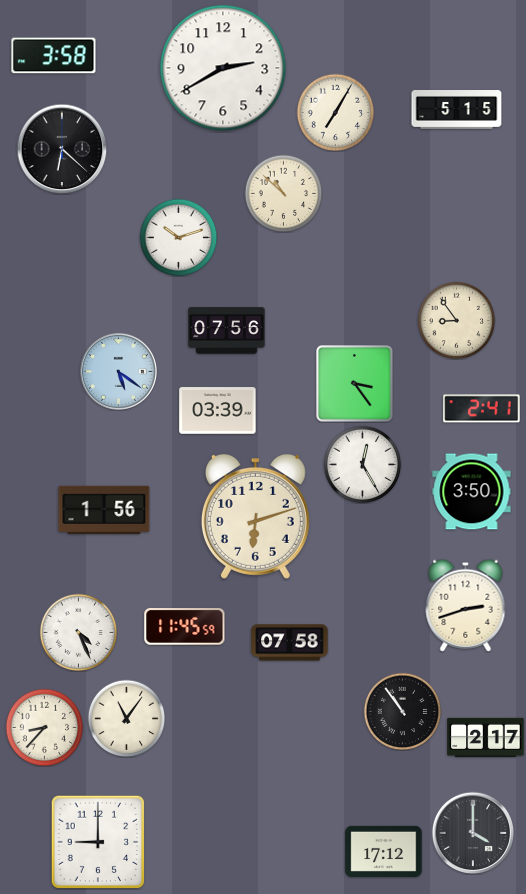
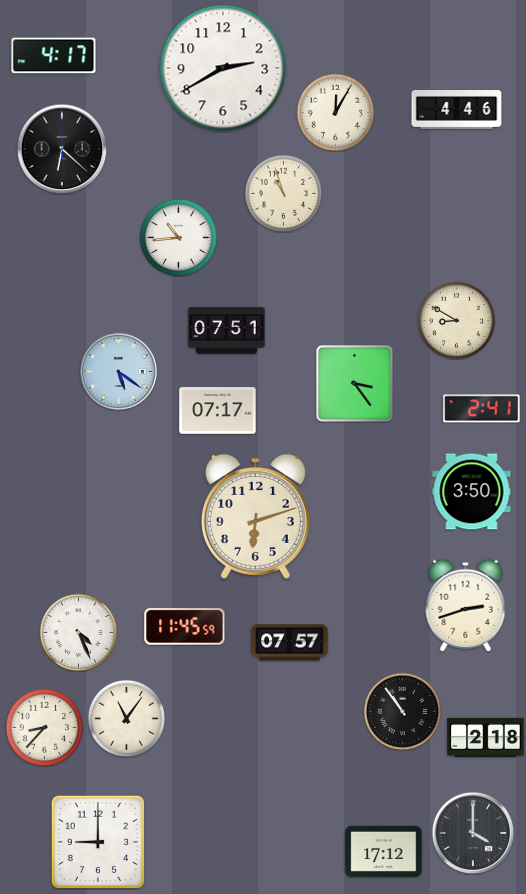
clock at (54, 56): 3:58 -> 4:17
clock at (457, 110): 5:15 -> 4:46
clock at (335, 112): 7:05 -> 12:05
clock at (283, 193): 10:52 -> 10:57
clock at (178, 237): 10:12 -> 10:44
clock at (456, 320): 8:54 -> 8:50
clock at (227, 331): 07:56 -> 07:51
clock at (218, 411): 03:39 -> 07:17
clock at (362, 464): 12:25 -> none
clock at (104, 510): 1:56 -> none
clock at (290, 643): 07:58 -> 07:57
clock at (486, 737): 2:17 -> 2:18
